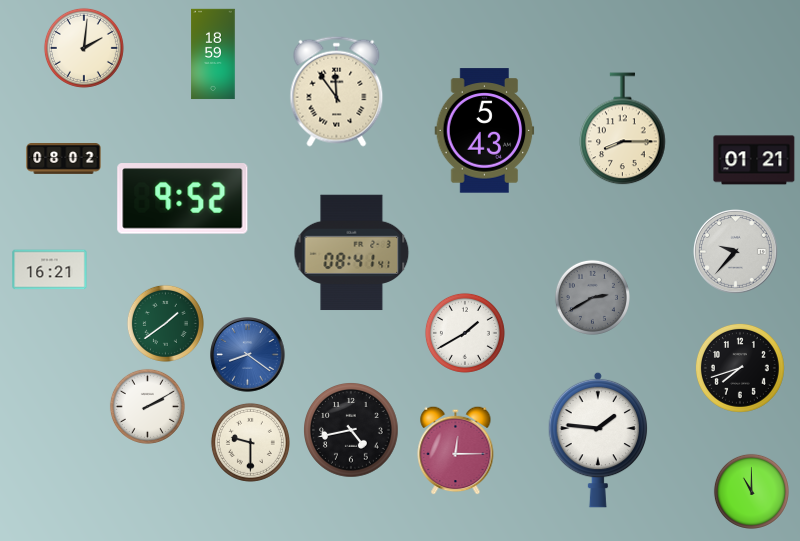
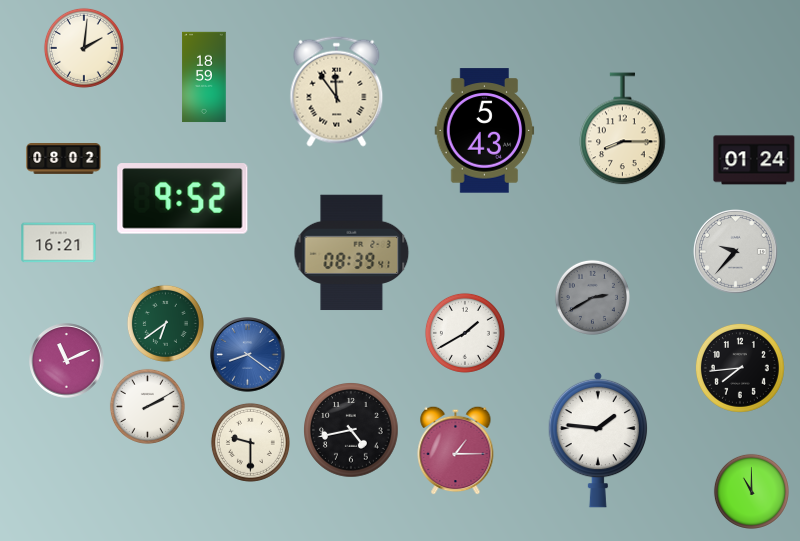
clock at (213, 54) position: (213, 54) -> (204, 77)
clock at (754, 160): 01:21 -> 01:24
clock at (352, 253): 08:41 -> 08:39
clock at (50, 270) position: (50, 270) -> (59, 243)
clock at (165, 323): 1:39 -> 6:39
clock at (67, 361): none -> 11:11
clock at (741, 369): 7:42 -> 7:44
clock at (456, 450): 12:15 -> 1:15
